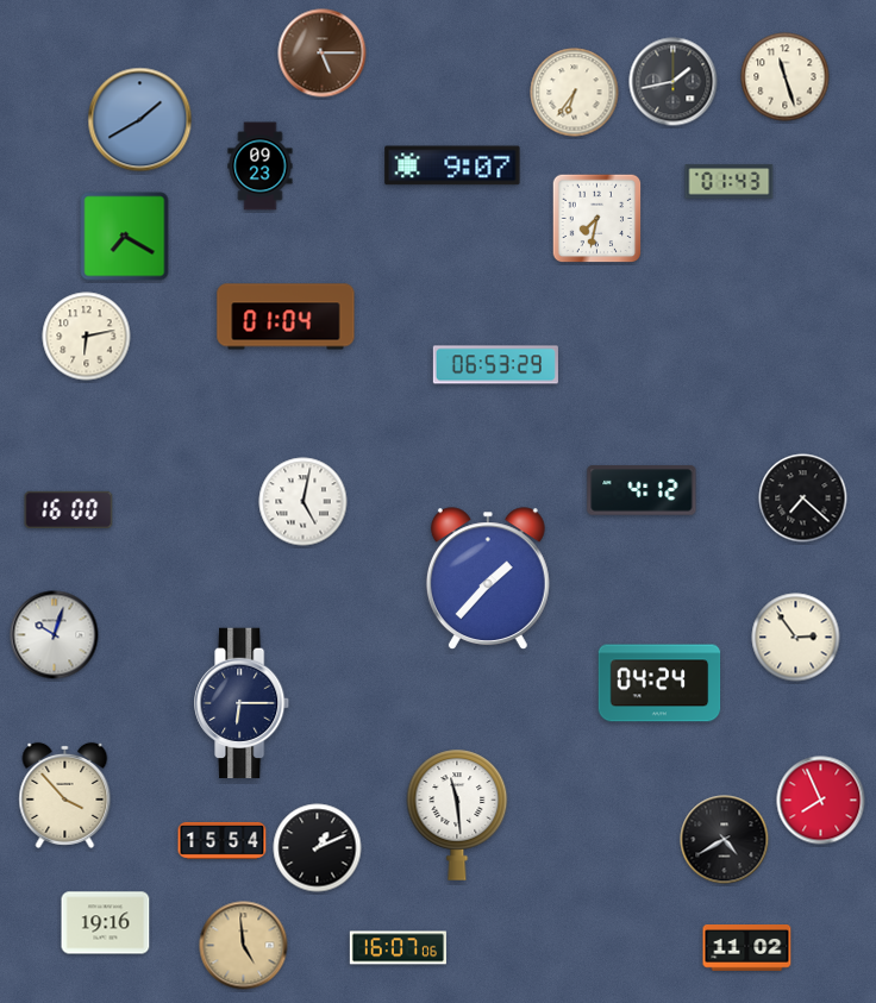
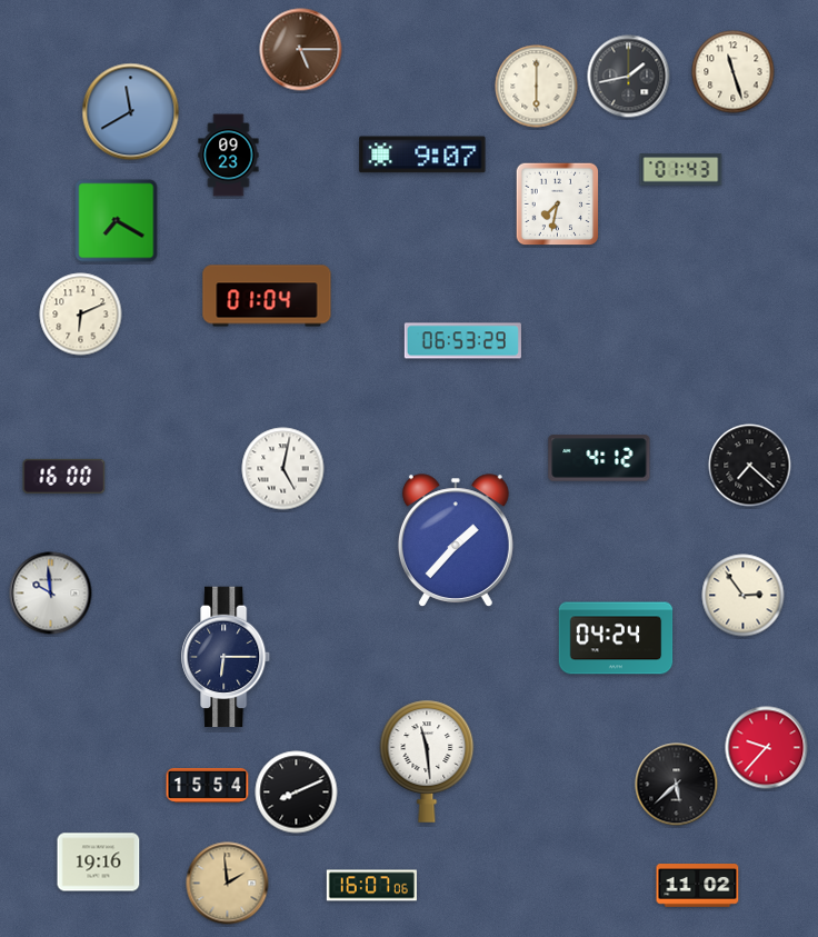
clock at (575, 93): 6:36 -> 6:00
clock at (140, 120): 1:40 -> 11:40
clock at (261, 167) position: (261, 167) -> (229, 156)
clock at (87, 337): 6:13 -> 6:11
clock at (55, 635): 10:03 -> 9:59
clock at (65, 795): 3:53 -> none
clock at (821, 801): 7:56 -> 9:37
clock at (725, 840): 4:40 -> 5:38
clock at (318, 848): 1:11 -> 8:11
clock at (244, 946): 4:59 -> 1:59
